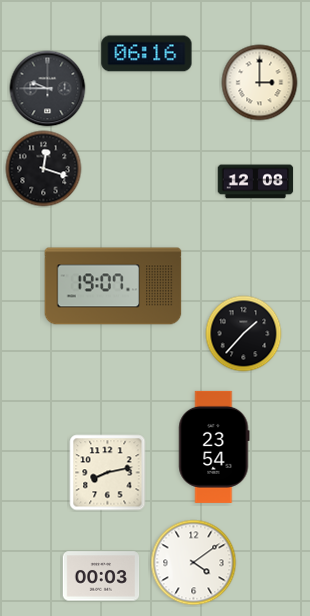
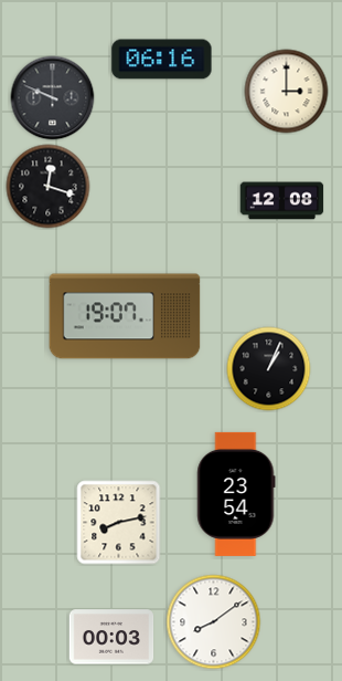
clock at (48, 89): 9:45 -> 9:49
clock at (244, 334): 1:37 -> 1:04
clock at (194, 563): 4:09 -> 8:09
